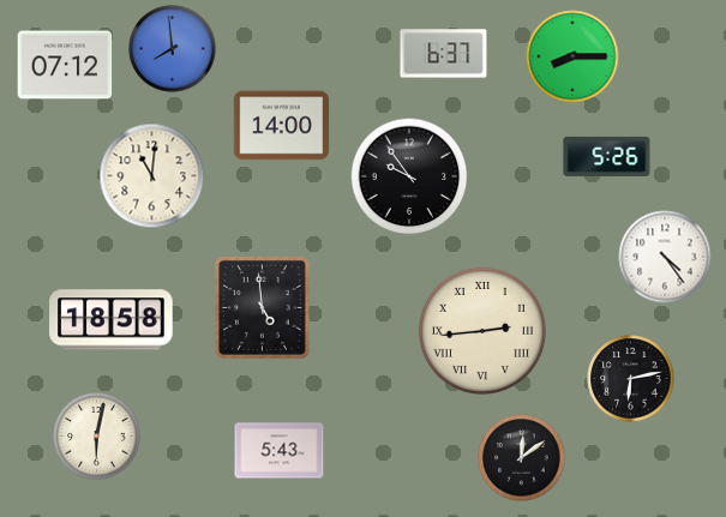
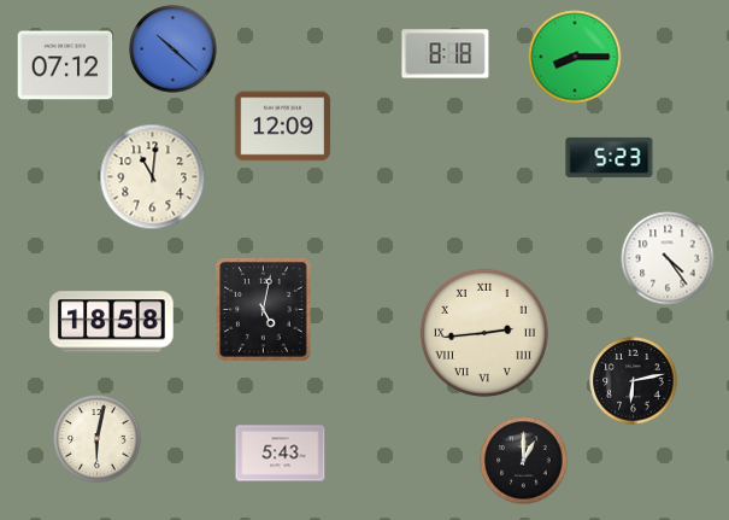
clock at (173, 49): 7:59 -> 10:22
clock at (444, 54): 6:37 -> 8:18
clock at (282, 126): 14:00 -> 12:09
clock at (607, 156): 5:26 -> 5:23
clock at (409, 176): 9:54 -> none
clock at (263, 308): 4:59 -> 5:02
clock at (522, 458): 12:09 -> 1:00
